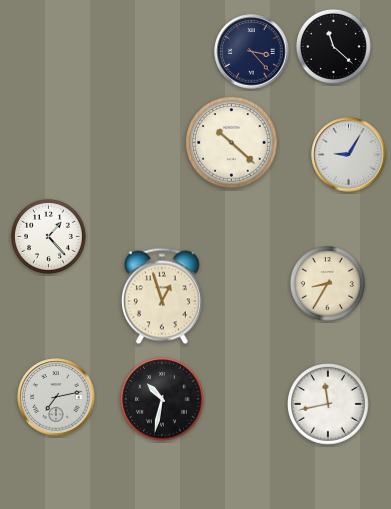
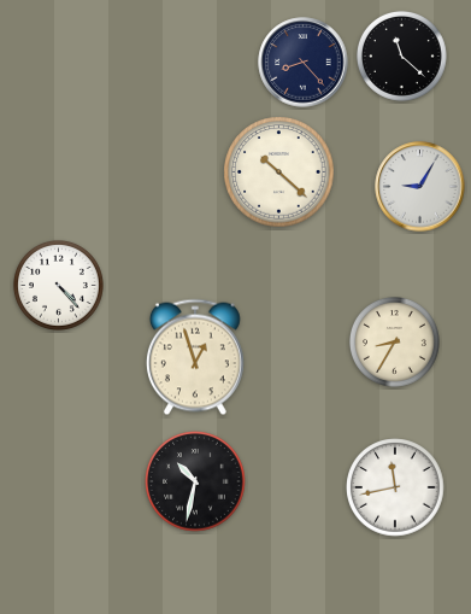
clock at (252, 52): 3:23 -> 8:23
clock at (48, 236): 1:23 -> 4:23
clock at (56, 397): 7:13 -> none
